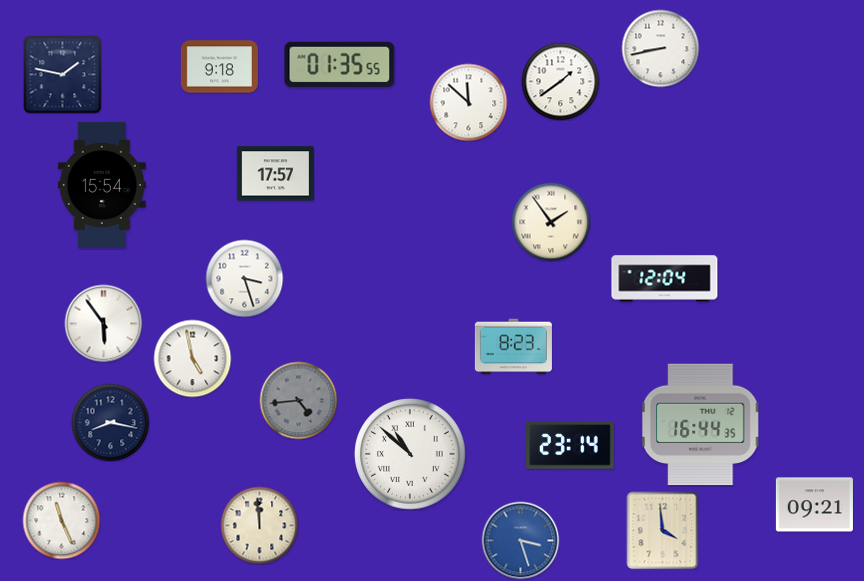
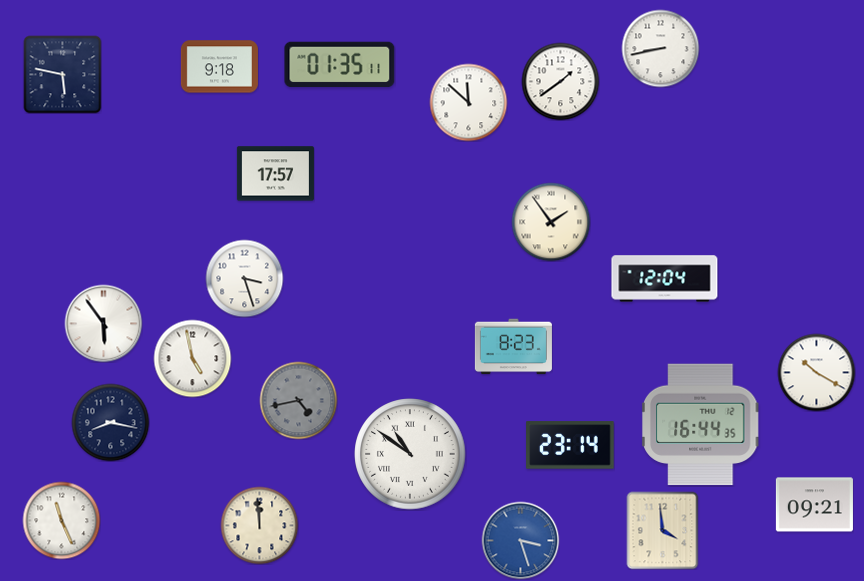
clock at (340, 65): 01:35:55 -> 01:35:11
clock at (62, 74): 1:47 -> 5:47
clock at (102, 185): 15:54 -> none
clock at (816, 372): none -> 10:20
clock at (298, 400): 4:44 -> 4:43
clock at (410, 454): 10:52 -> 10:51
